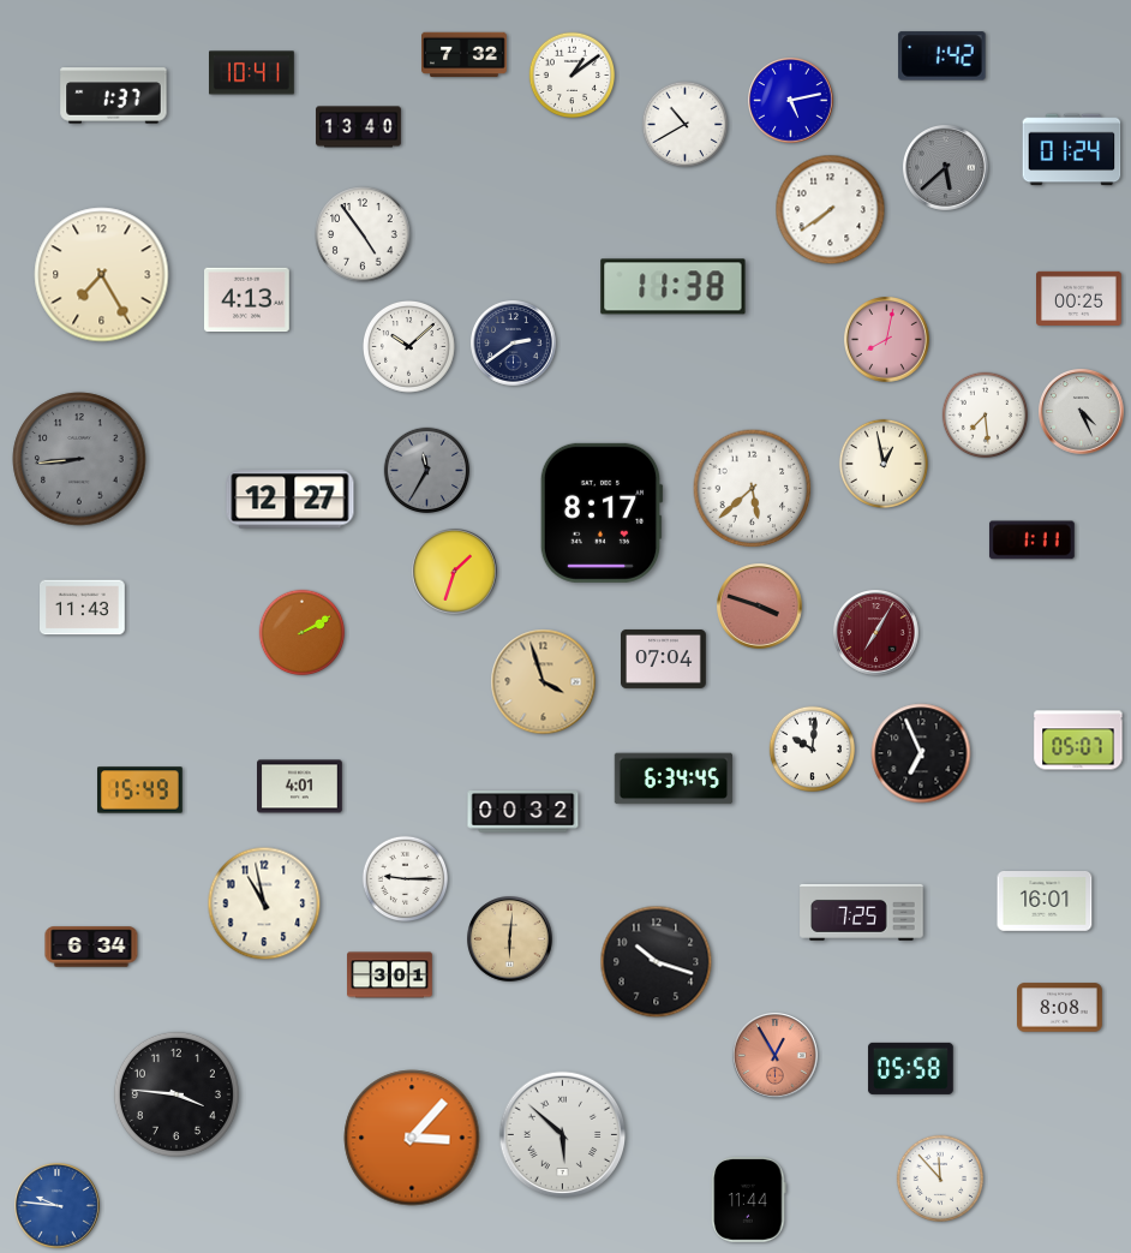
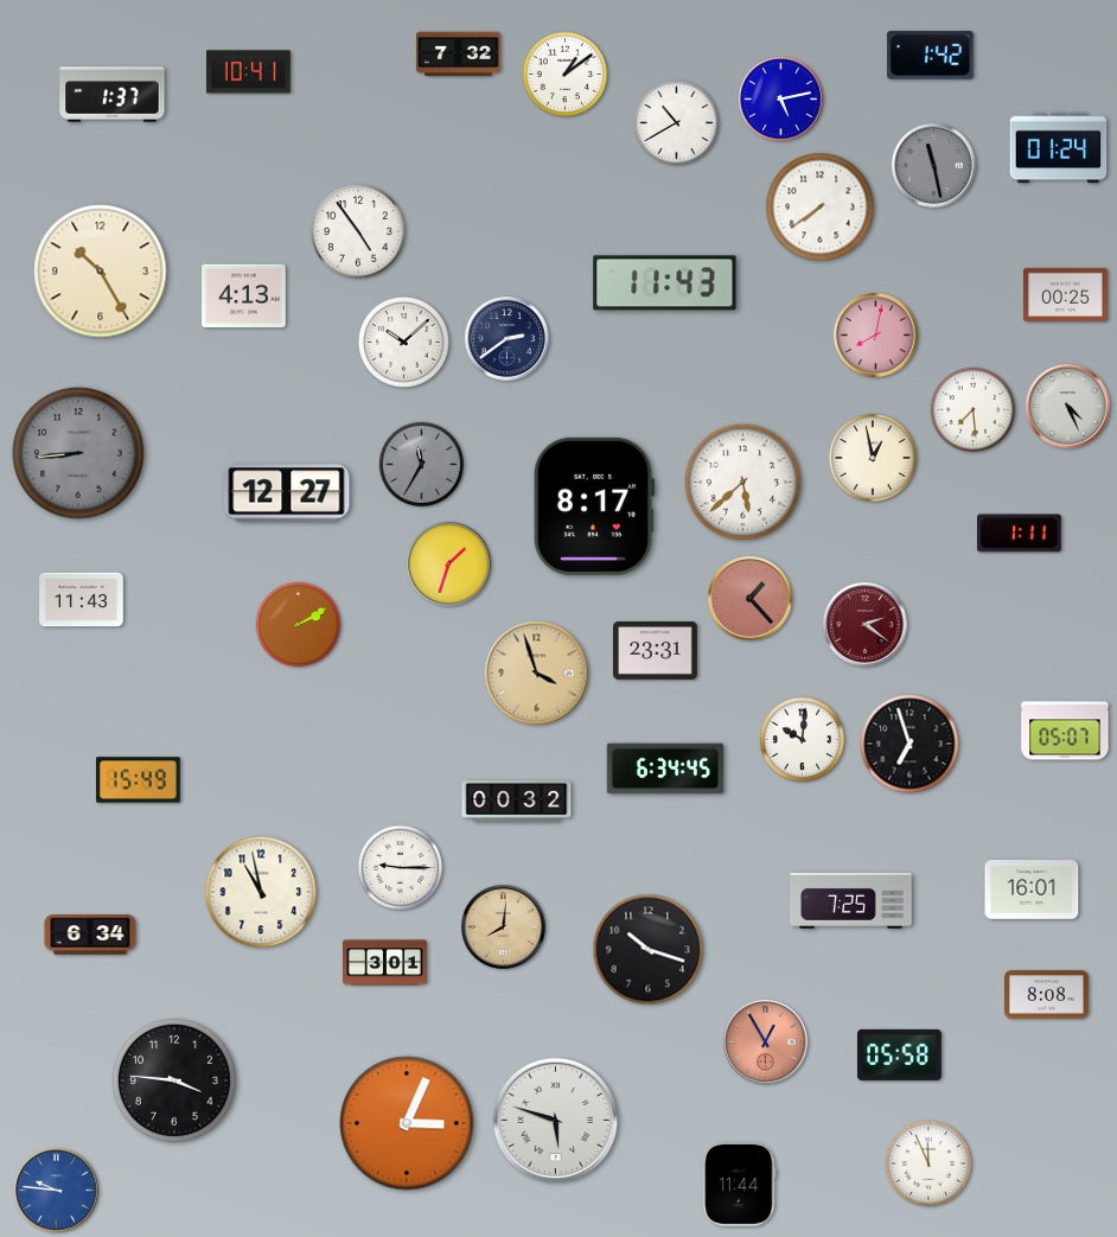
clock at (359, 127): 13:40 -> none
clock at (946, 168): 5:38 -> 11:28
clock at (102, 275): 7:25 -> 10:25
clock at (674, 287): 11:38 -> 11:43
clock at (760, 607): 3:48 -> 1:23
clock at (876, 633): 7:05 -> 2:21
clock at (664, 658): 07:04 -> 23:31
clock at (921, 753): 6:56 -> 6:57
clock at (300, 787): 4:01 -> none
clock at (510, 939): 6:01 -> 8:01
clock at (563, 1135): 5:52 -> 5:48
clock at (412, 1138): 3:07 -> 3:04
clock at (939, 1177): 11:53 -> 11:56
